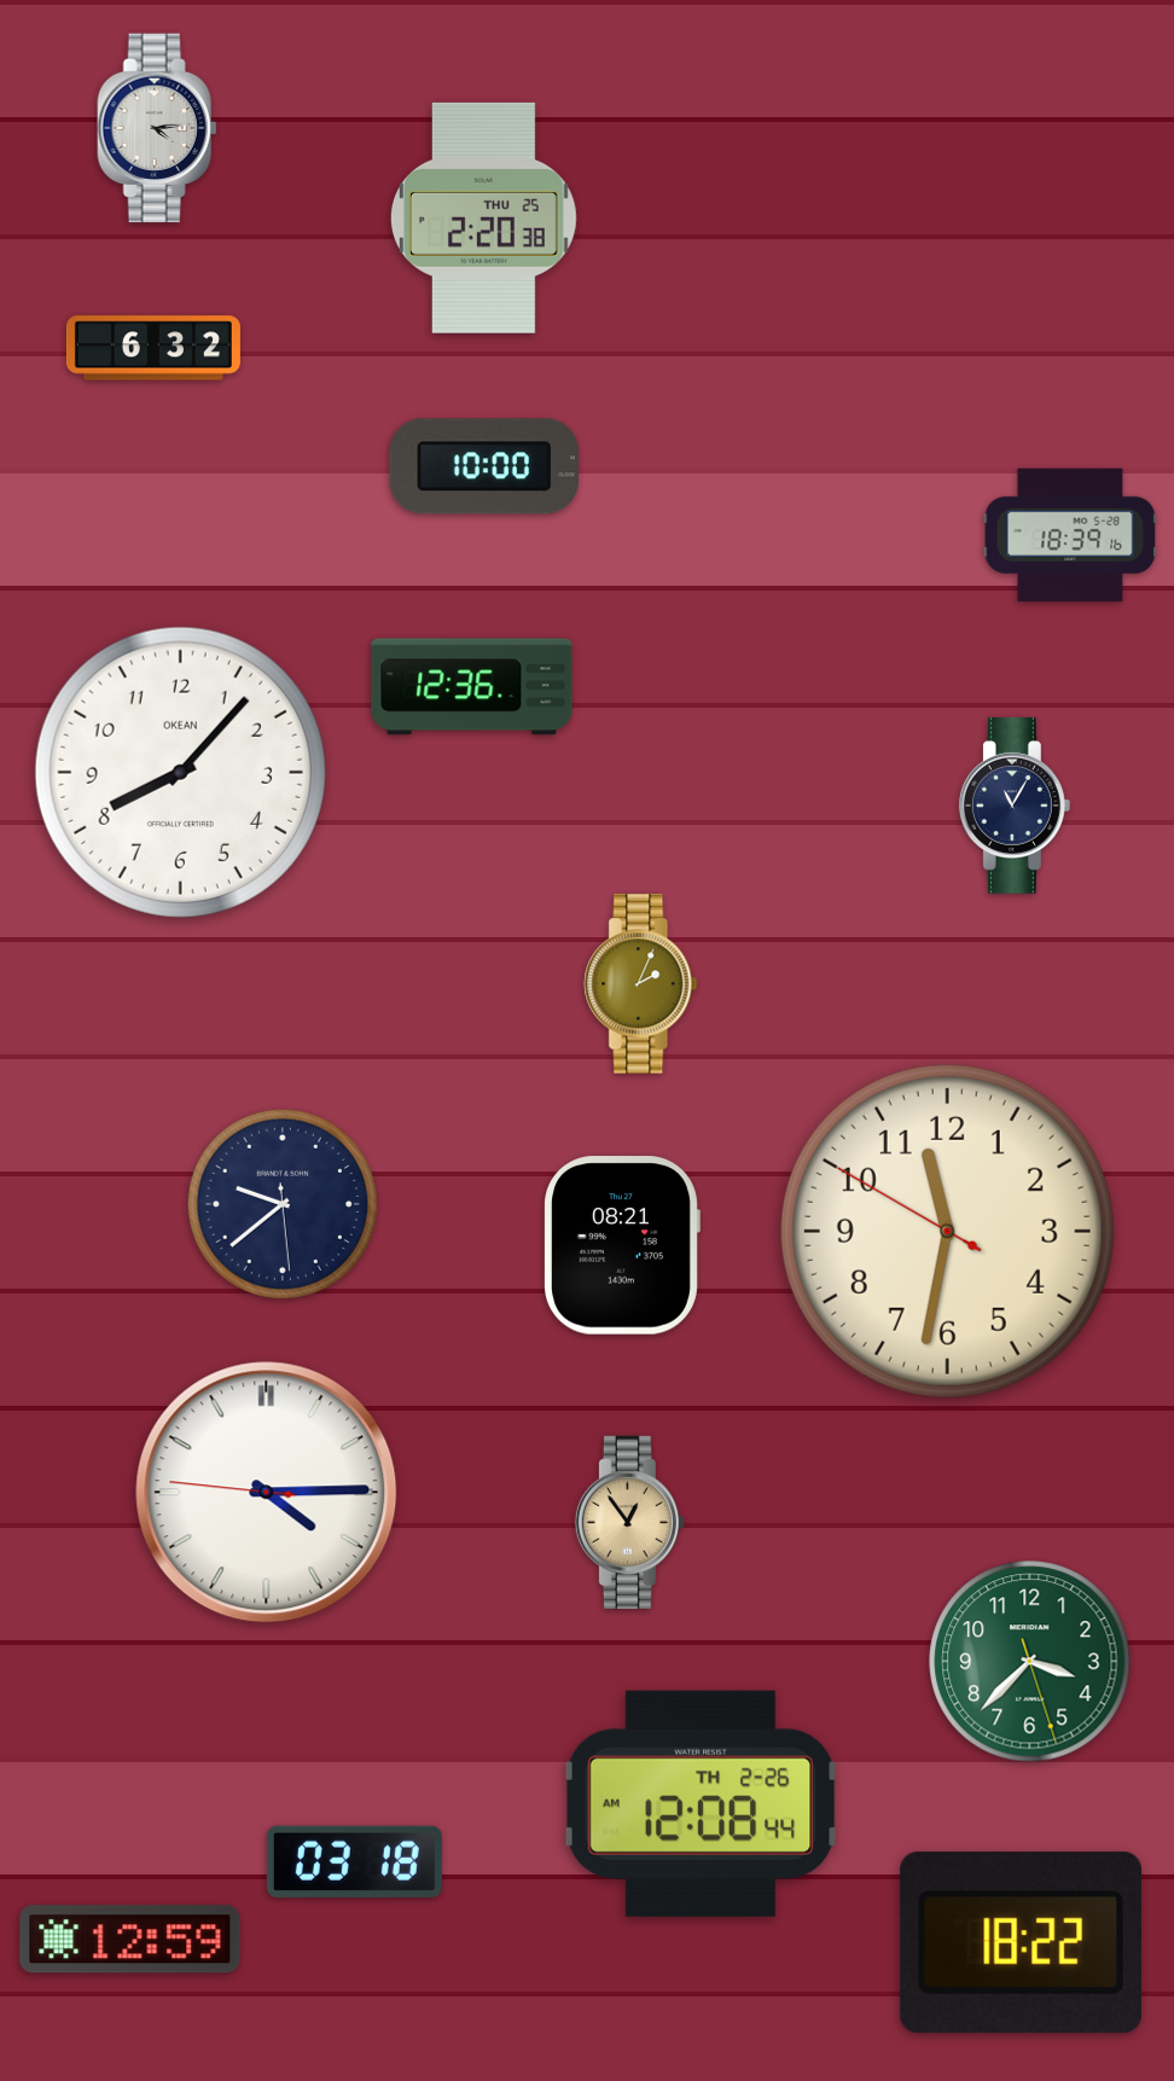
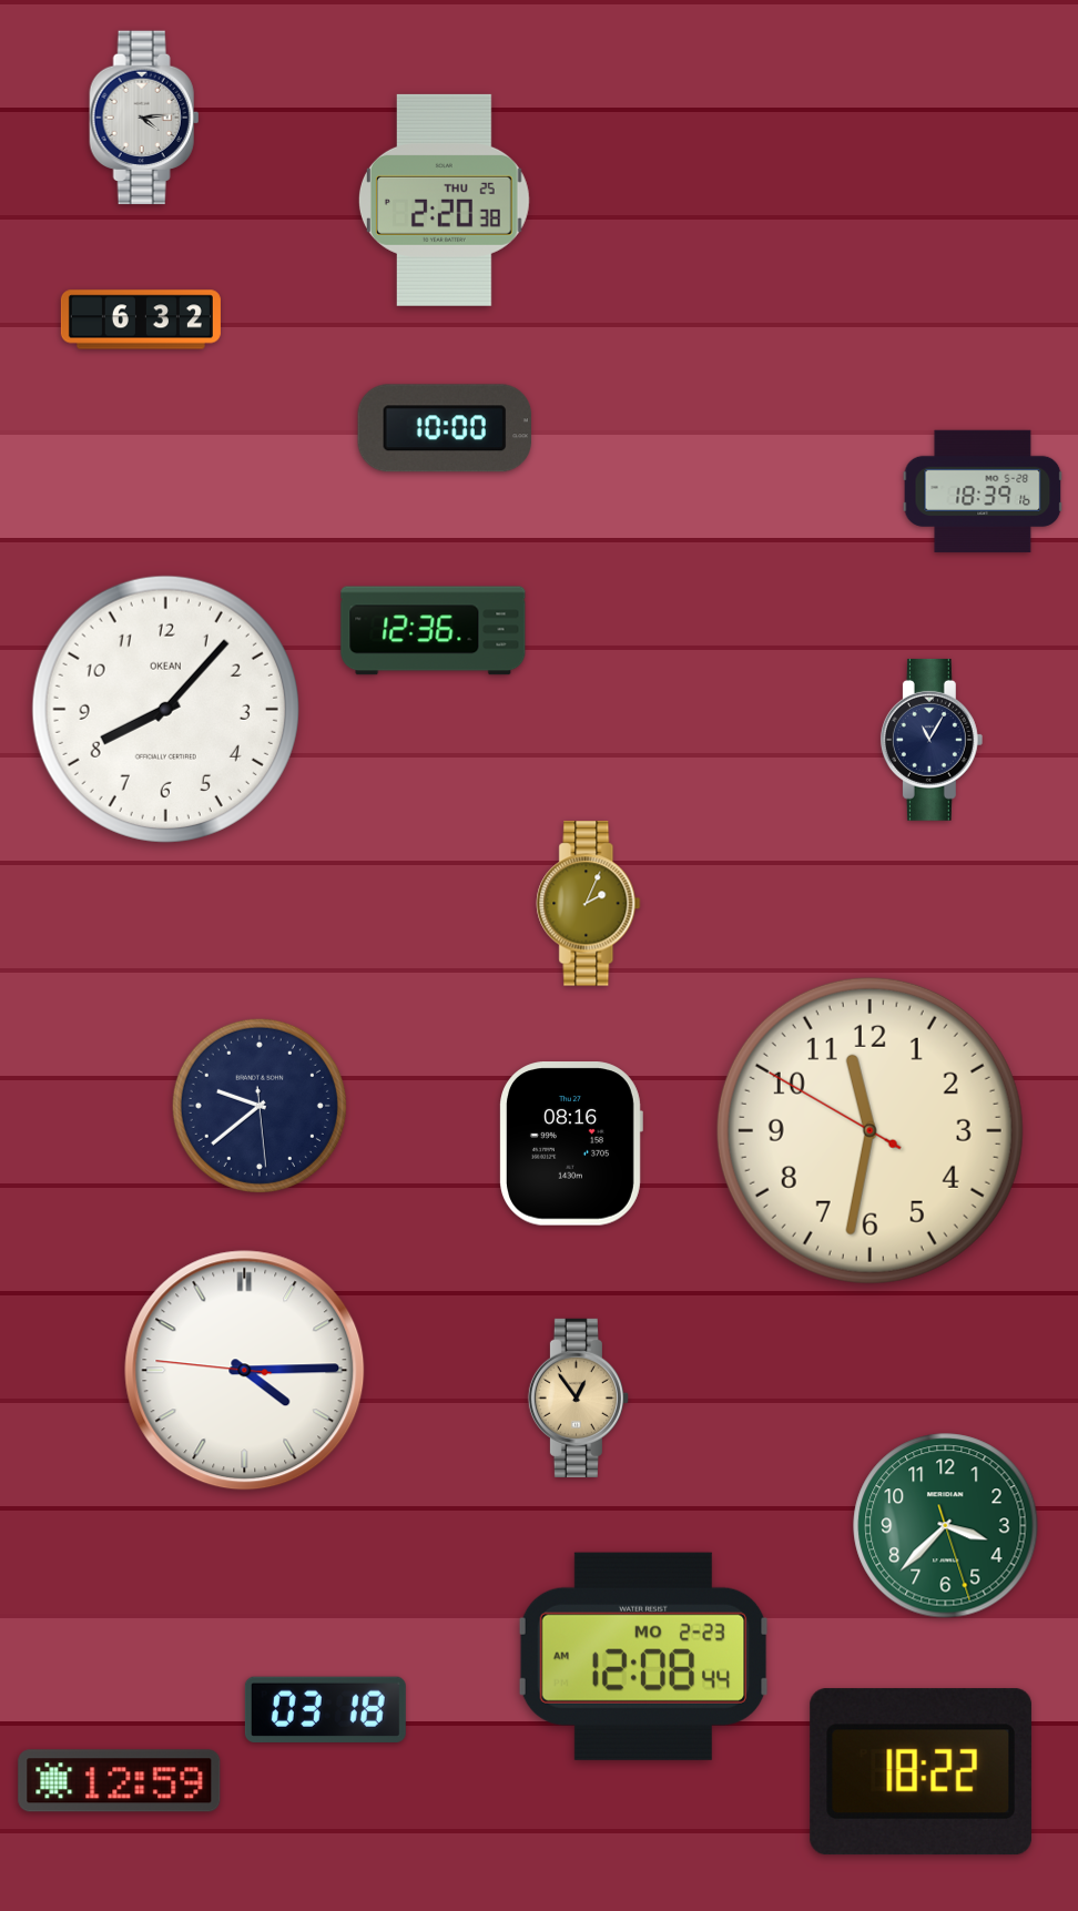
clock at (622, 1245): 08:21 -> 08:16
clock at (702, 1803) date: TH 2-26 -> MO 2-23
clock at (1021, 1943) position: (1021, 1943) -> (921, 1772)
